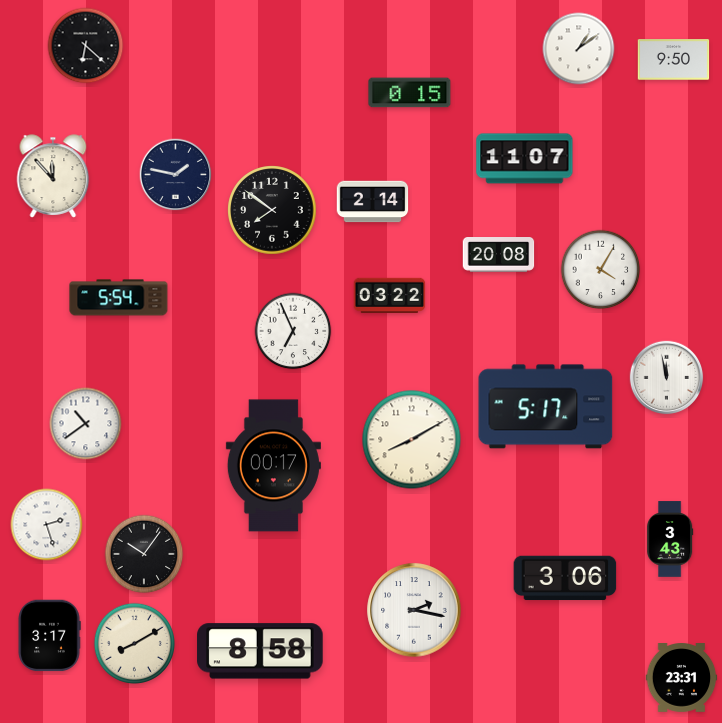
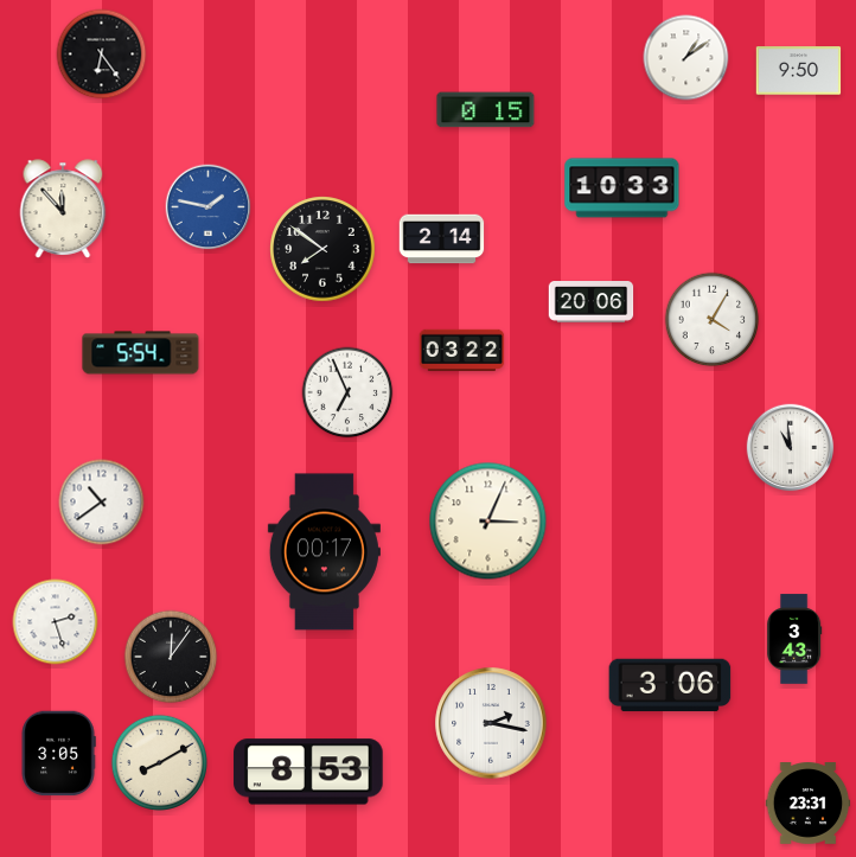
clock at (86, 46): 6:22 -> 6:24
clock at (525, 159): 11:07 -> 10:33
clock at (176, 175) dial: navy -> blue
clock at (499, 255): 20:08 -> 20:06
clock at (667, 378): 11:58 -> 10:59
clock at (546, 407): 5:17 -> none
clock at (412, 440): 8:10 -> 3:04
clock at (144, 554): 10:06 -> 12:06
clock at (49, 636): 3:17 -> 3:05
clock at (260, 651): 8:58 -> 8:53
